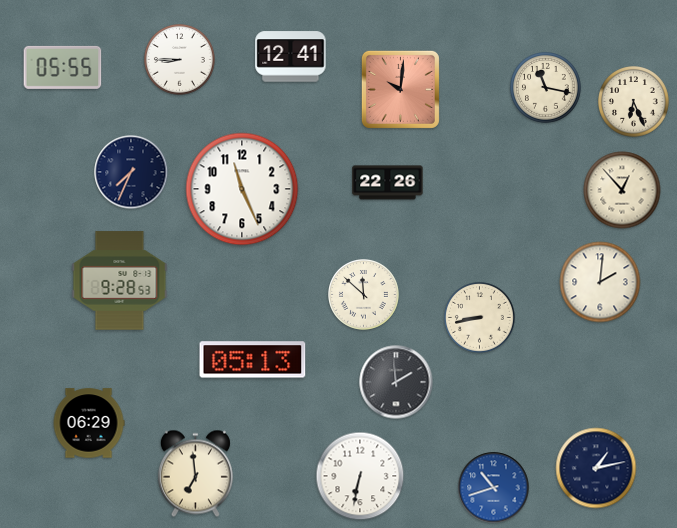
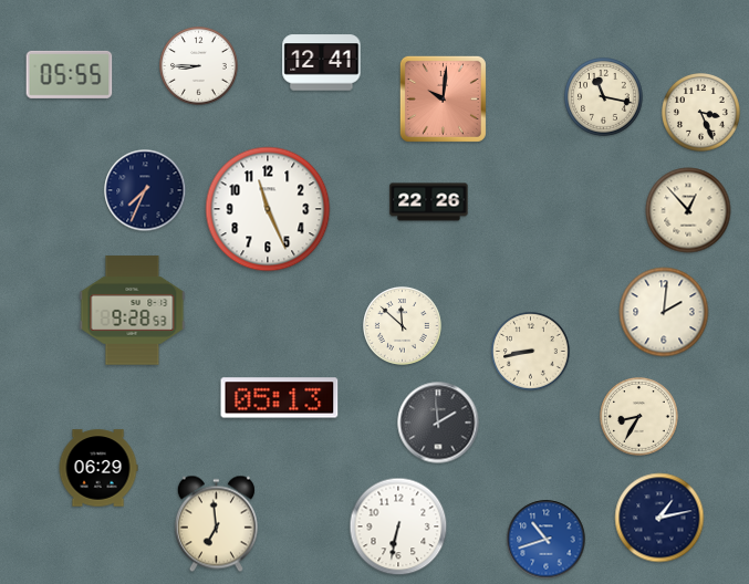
clock at (634, 102): 6:26 -> 3:26
clock at (639, 417): none -> 8:35
